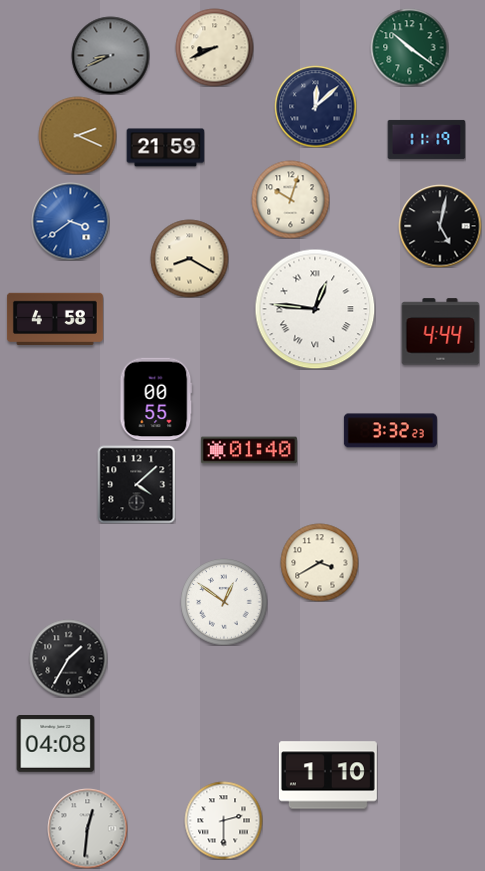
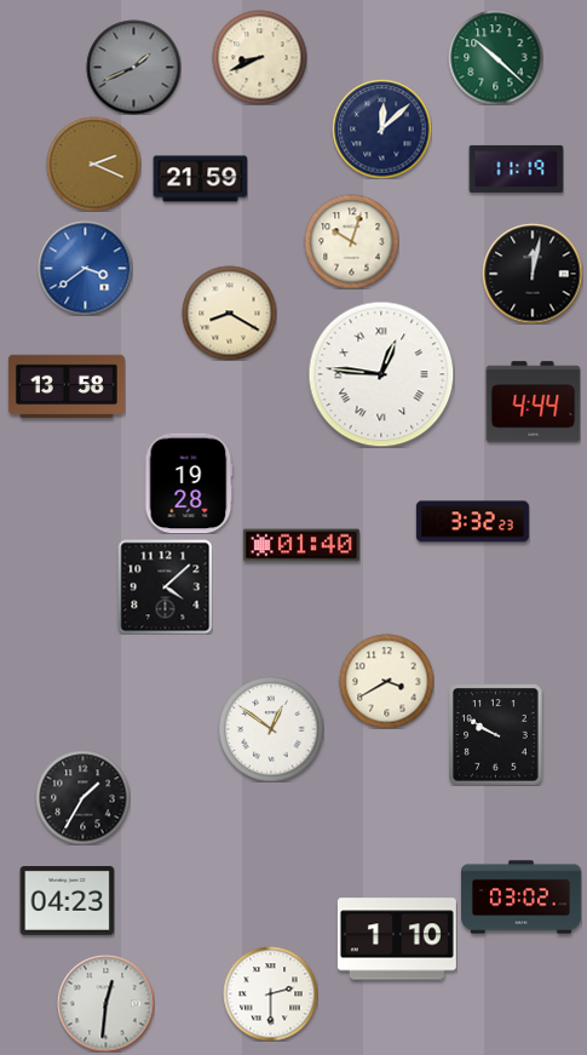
clock at (409, 47): 10:21 -> 10:22
clock at (110, 55): 8:41 -> 1:41
clock at (440, 226): 5:02 -> 12:02
clock at (55, 318): 4:58 -> 13:58
clock at (156, 399): 00:55 -> 19:28
clock at (496, 734): none -> 9:50
clock at (522, 898): none -> 03:02
clock at (55, 744): 04:08 -> 04:23
